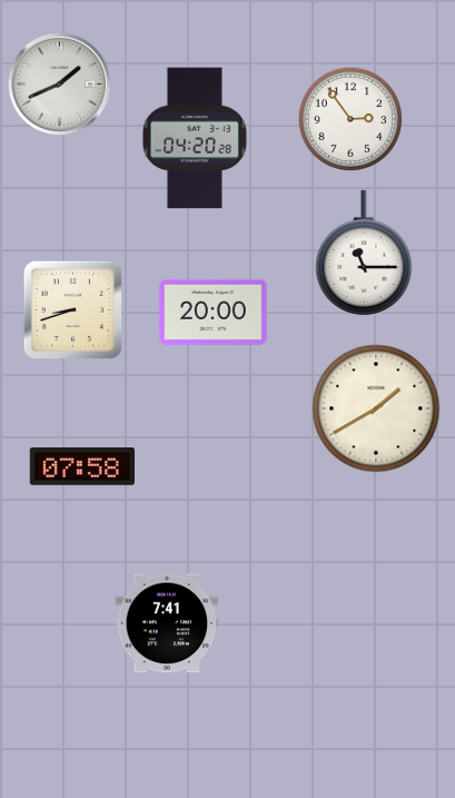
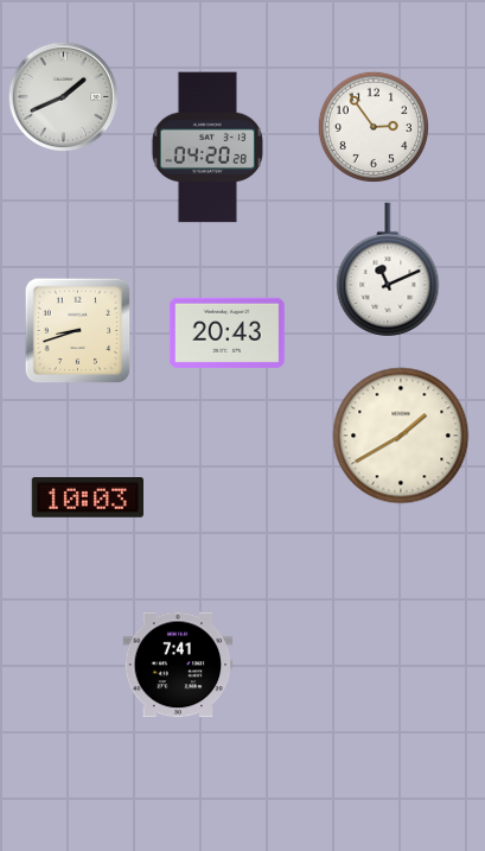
clock at (60, 85) position: (60, 85) -> (64, 97)
clock at (364, 253): 11:15 -> 11:11
clock at (212, 312): 20:00 -> 20:43
clock at (82, 467): 07:58 -> 10:03
